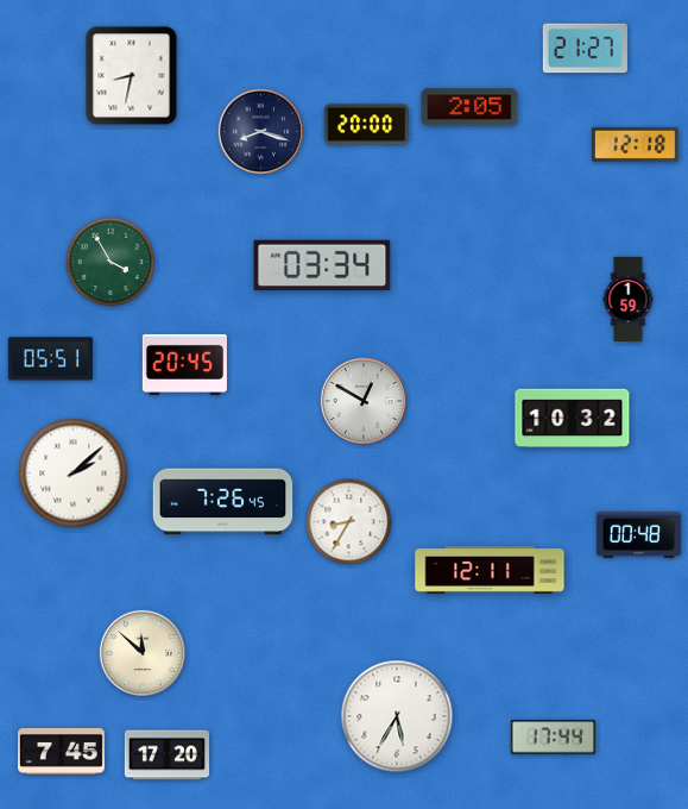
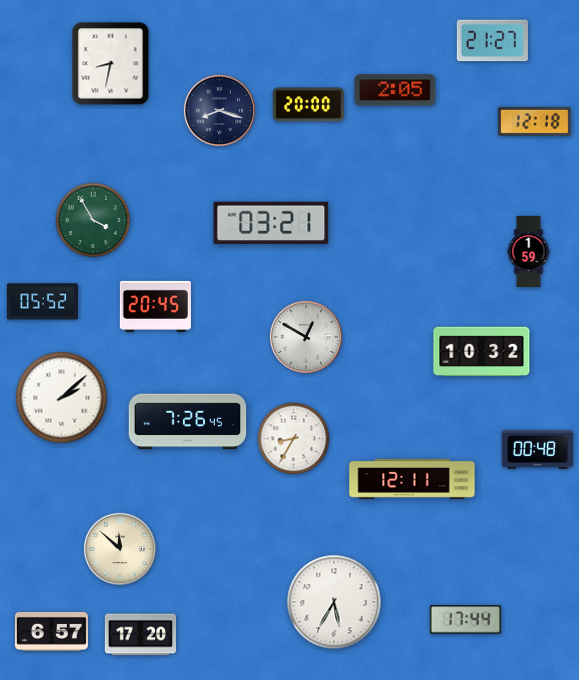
clock at (322, 265): 03:34 -> 03:21
clock at (50, 359): 05:51 -> 05:52
clock at (61, 751): 7:45 -> 6:57
